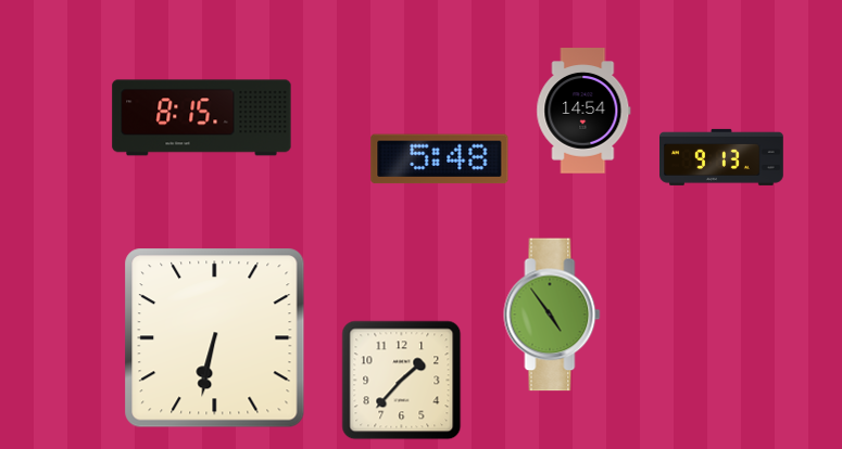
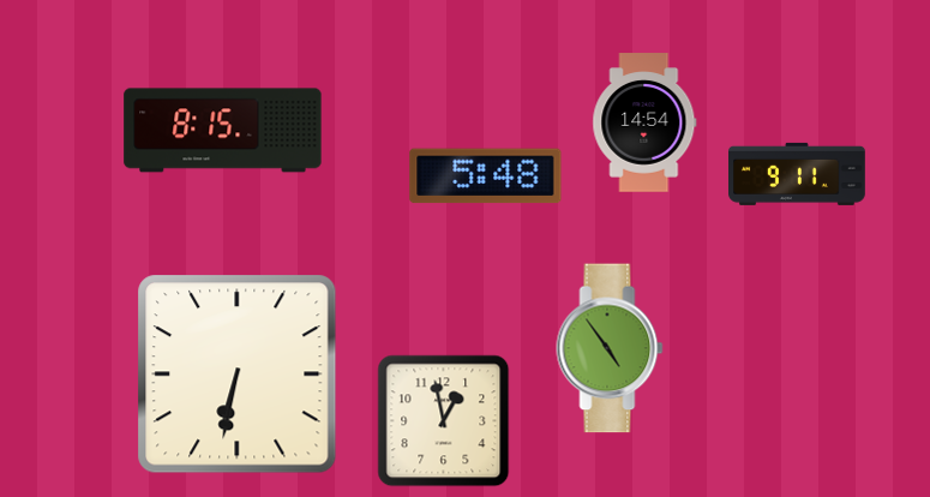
clock at (722, 157): 9:13 -> 9:11
clock at (402, 381): 1:37 -> 12:58
